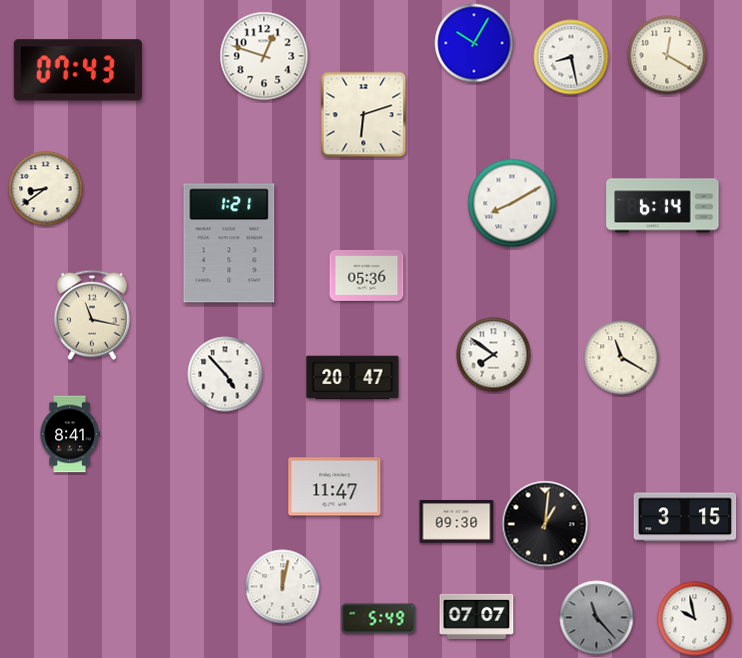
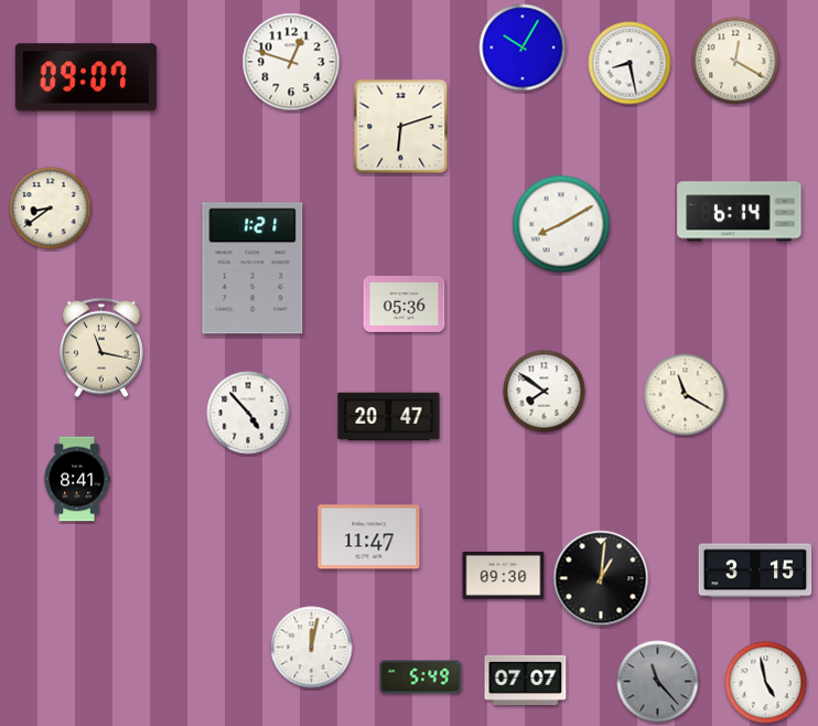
clock at (78, 70): 07:43 -> 09:07
clock at (512, 203) position: (512, 203) -> (561, 224)
clock at (663, 206) position: (663, 206) -> (740, 212)
clock at (379, 619) position: (379, 619) -> (421, 677)
clock at (695, 619): 9:58 -> 4:58
